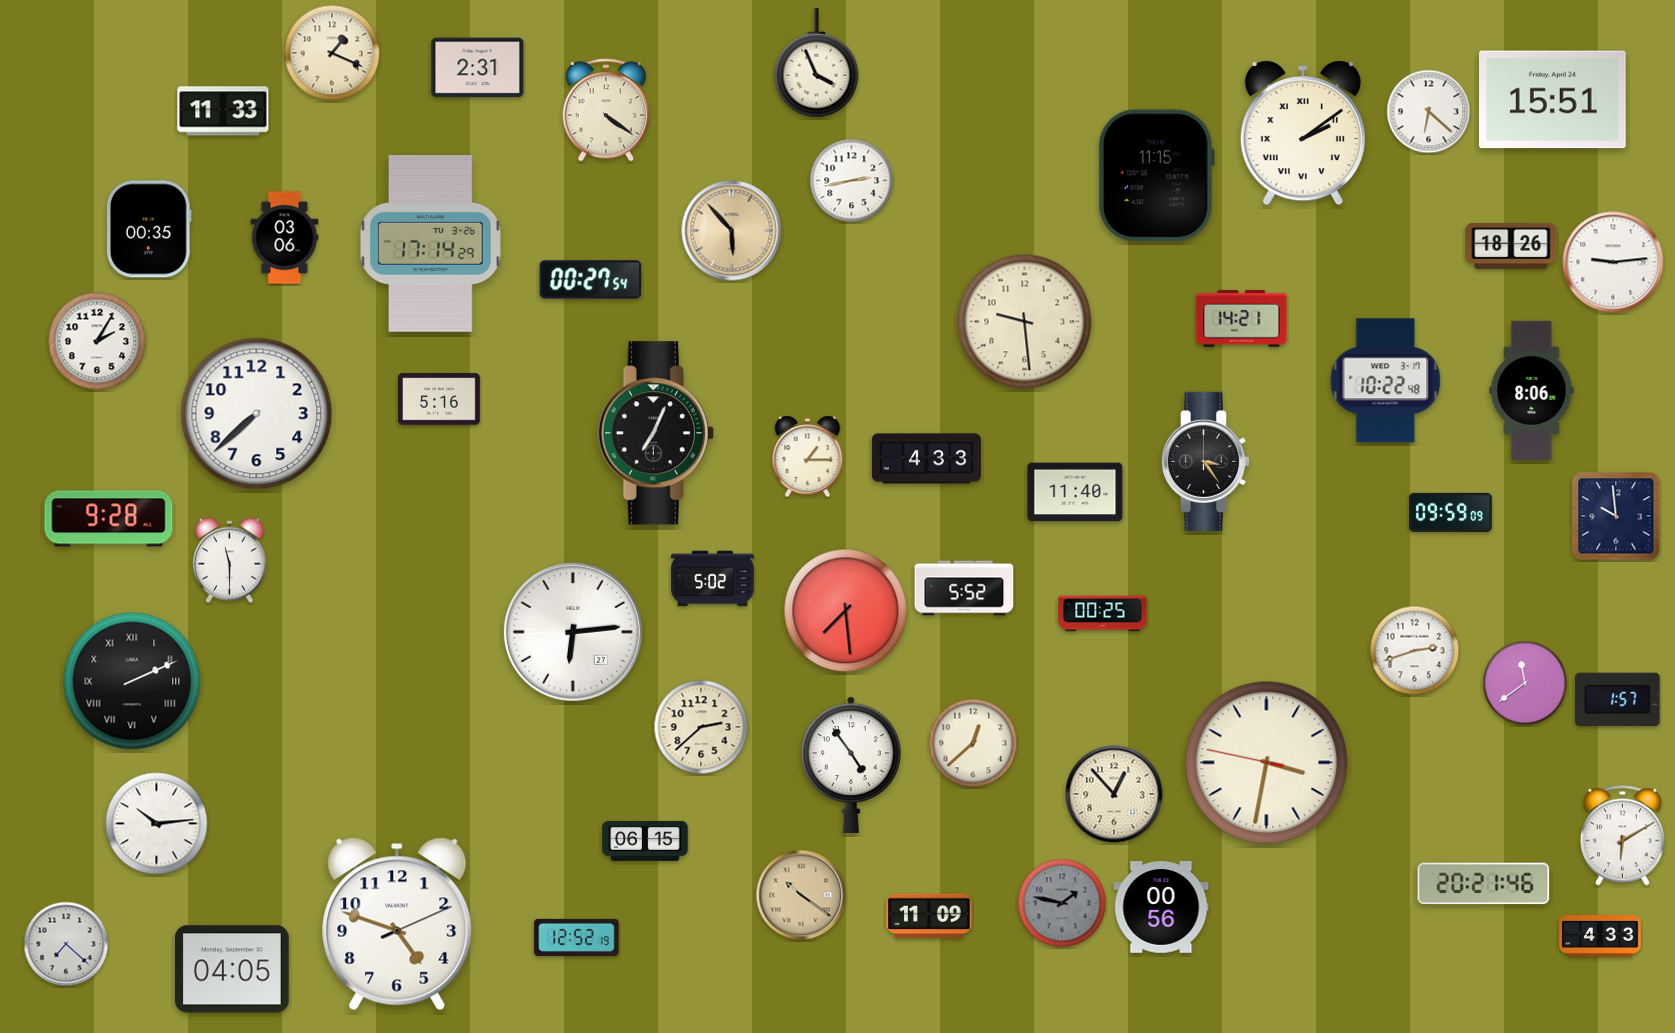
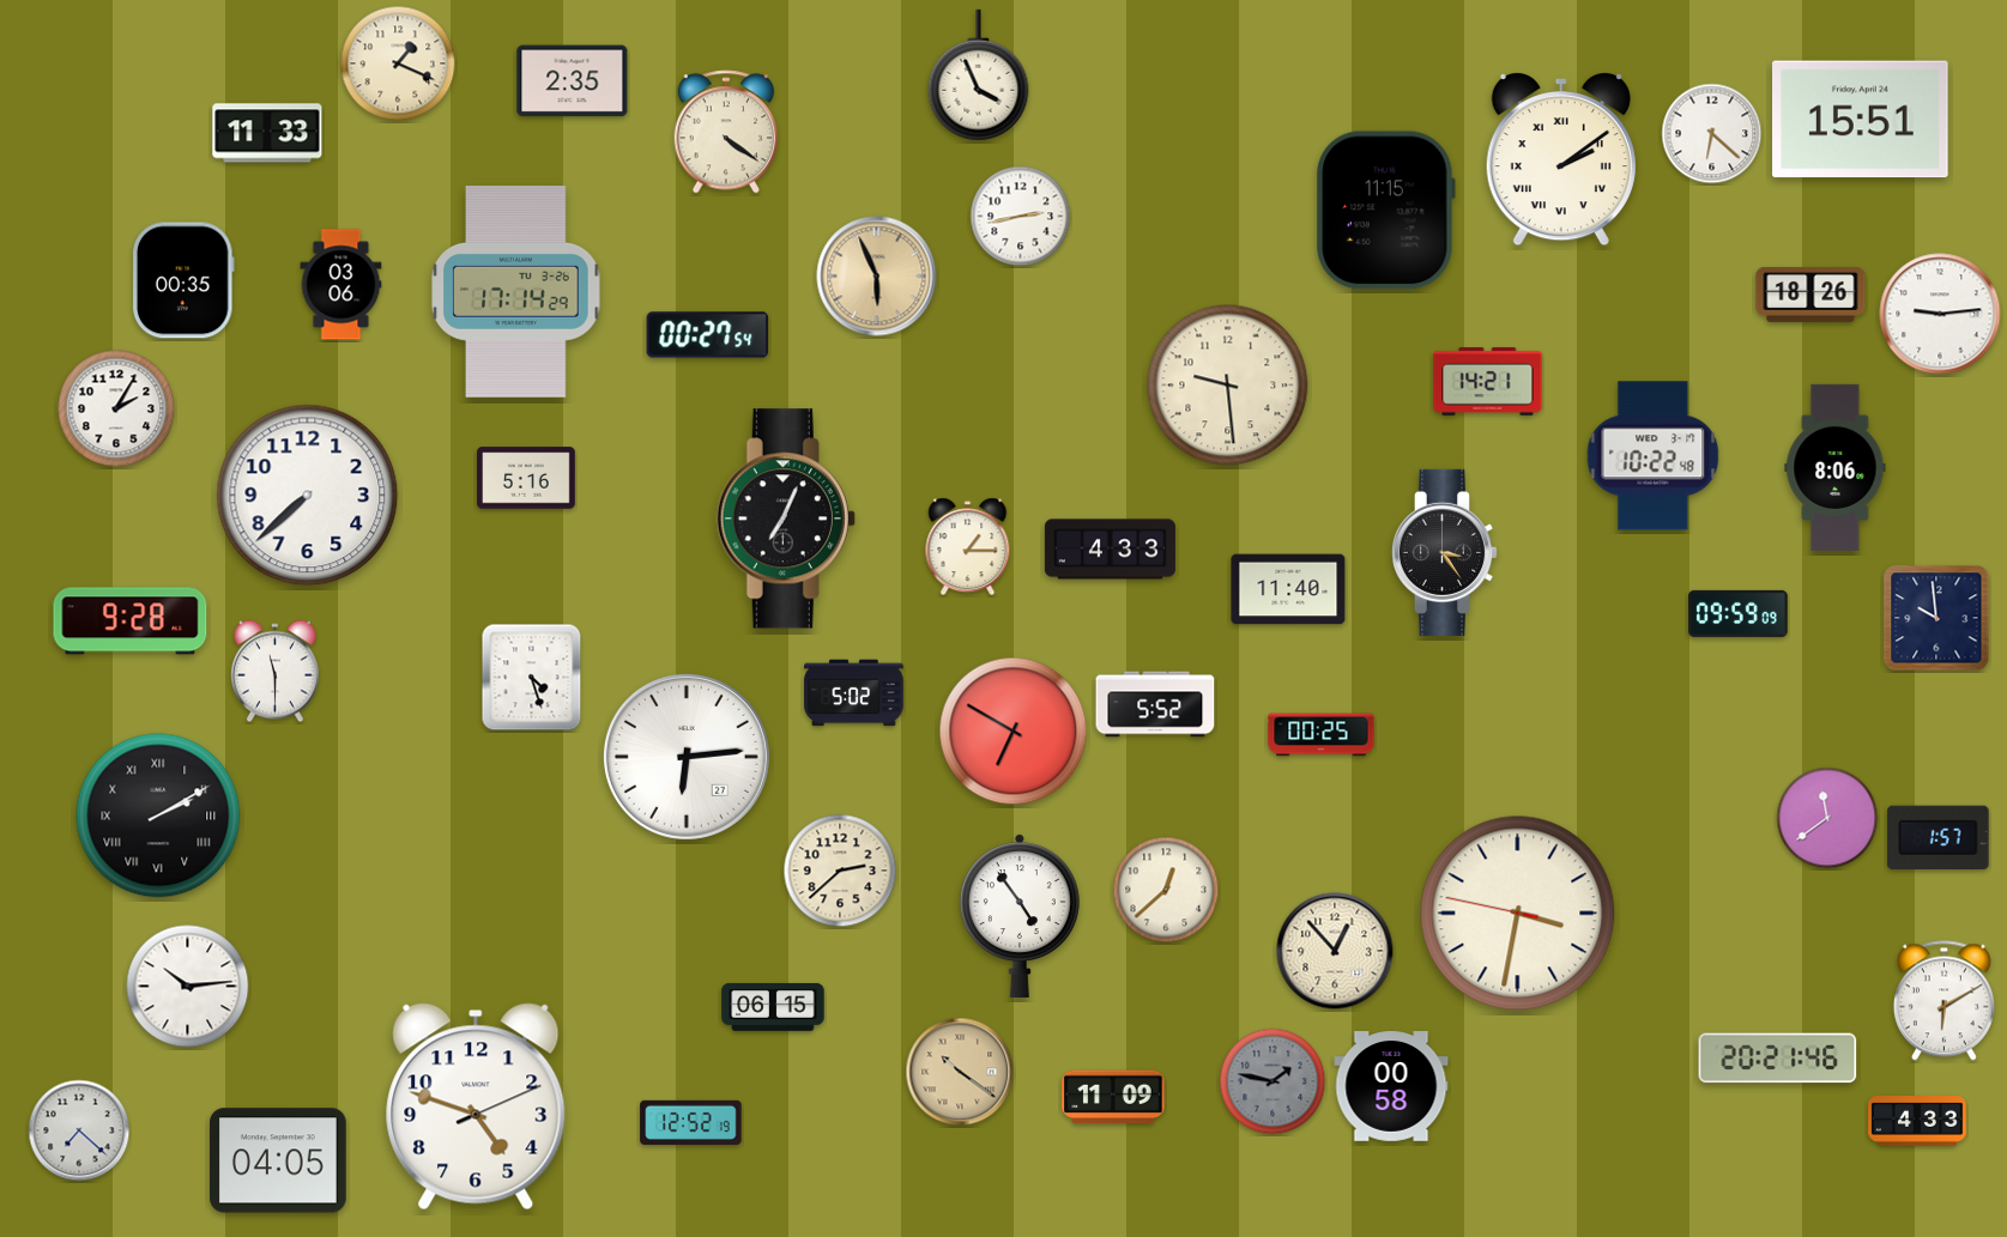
clock at (478, 68): 2:31 -> 2:35
clock at (150, 229) position: (150, 229) -> (185, 280)
clock at (732, 231): 5:53 -> 5:56
clock at (1613, 262) position: (1613, 262) -> (1940, 314)
clock at (1386, 381) position: (1386, 381) -> (1654, 456)
clock at (532, 678): none -> 4:27
clock at (846, 611): 7:29 -> 6:50
clock at (1415, 651): 2:42 -> none
clock at (132, 681): 2:11 -> 2:10
clock at (1161, 907): 00:56 -> 00:58
